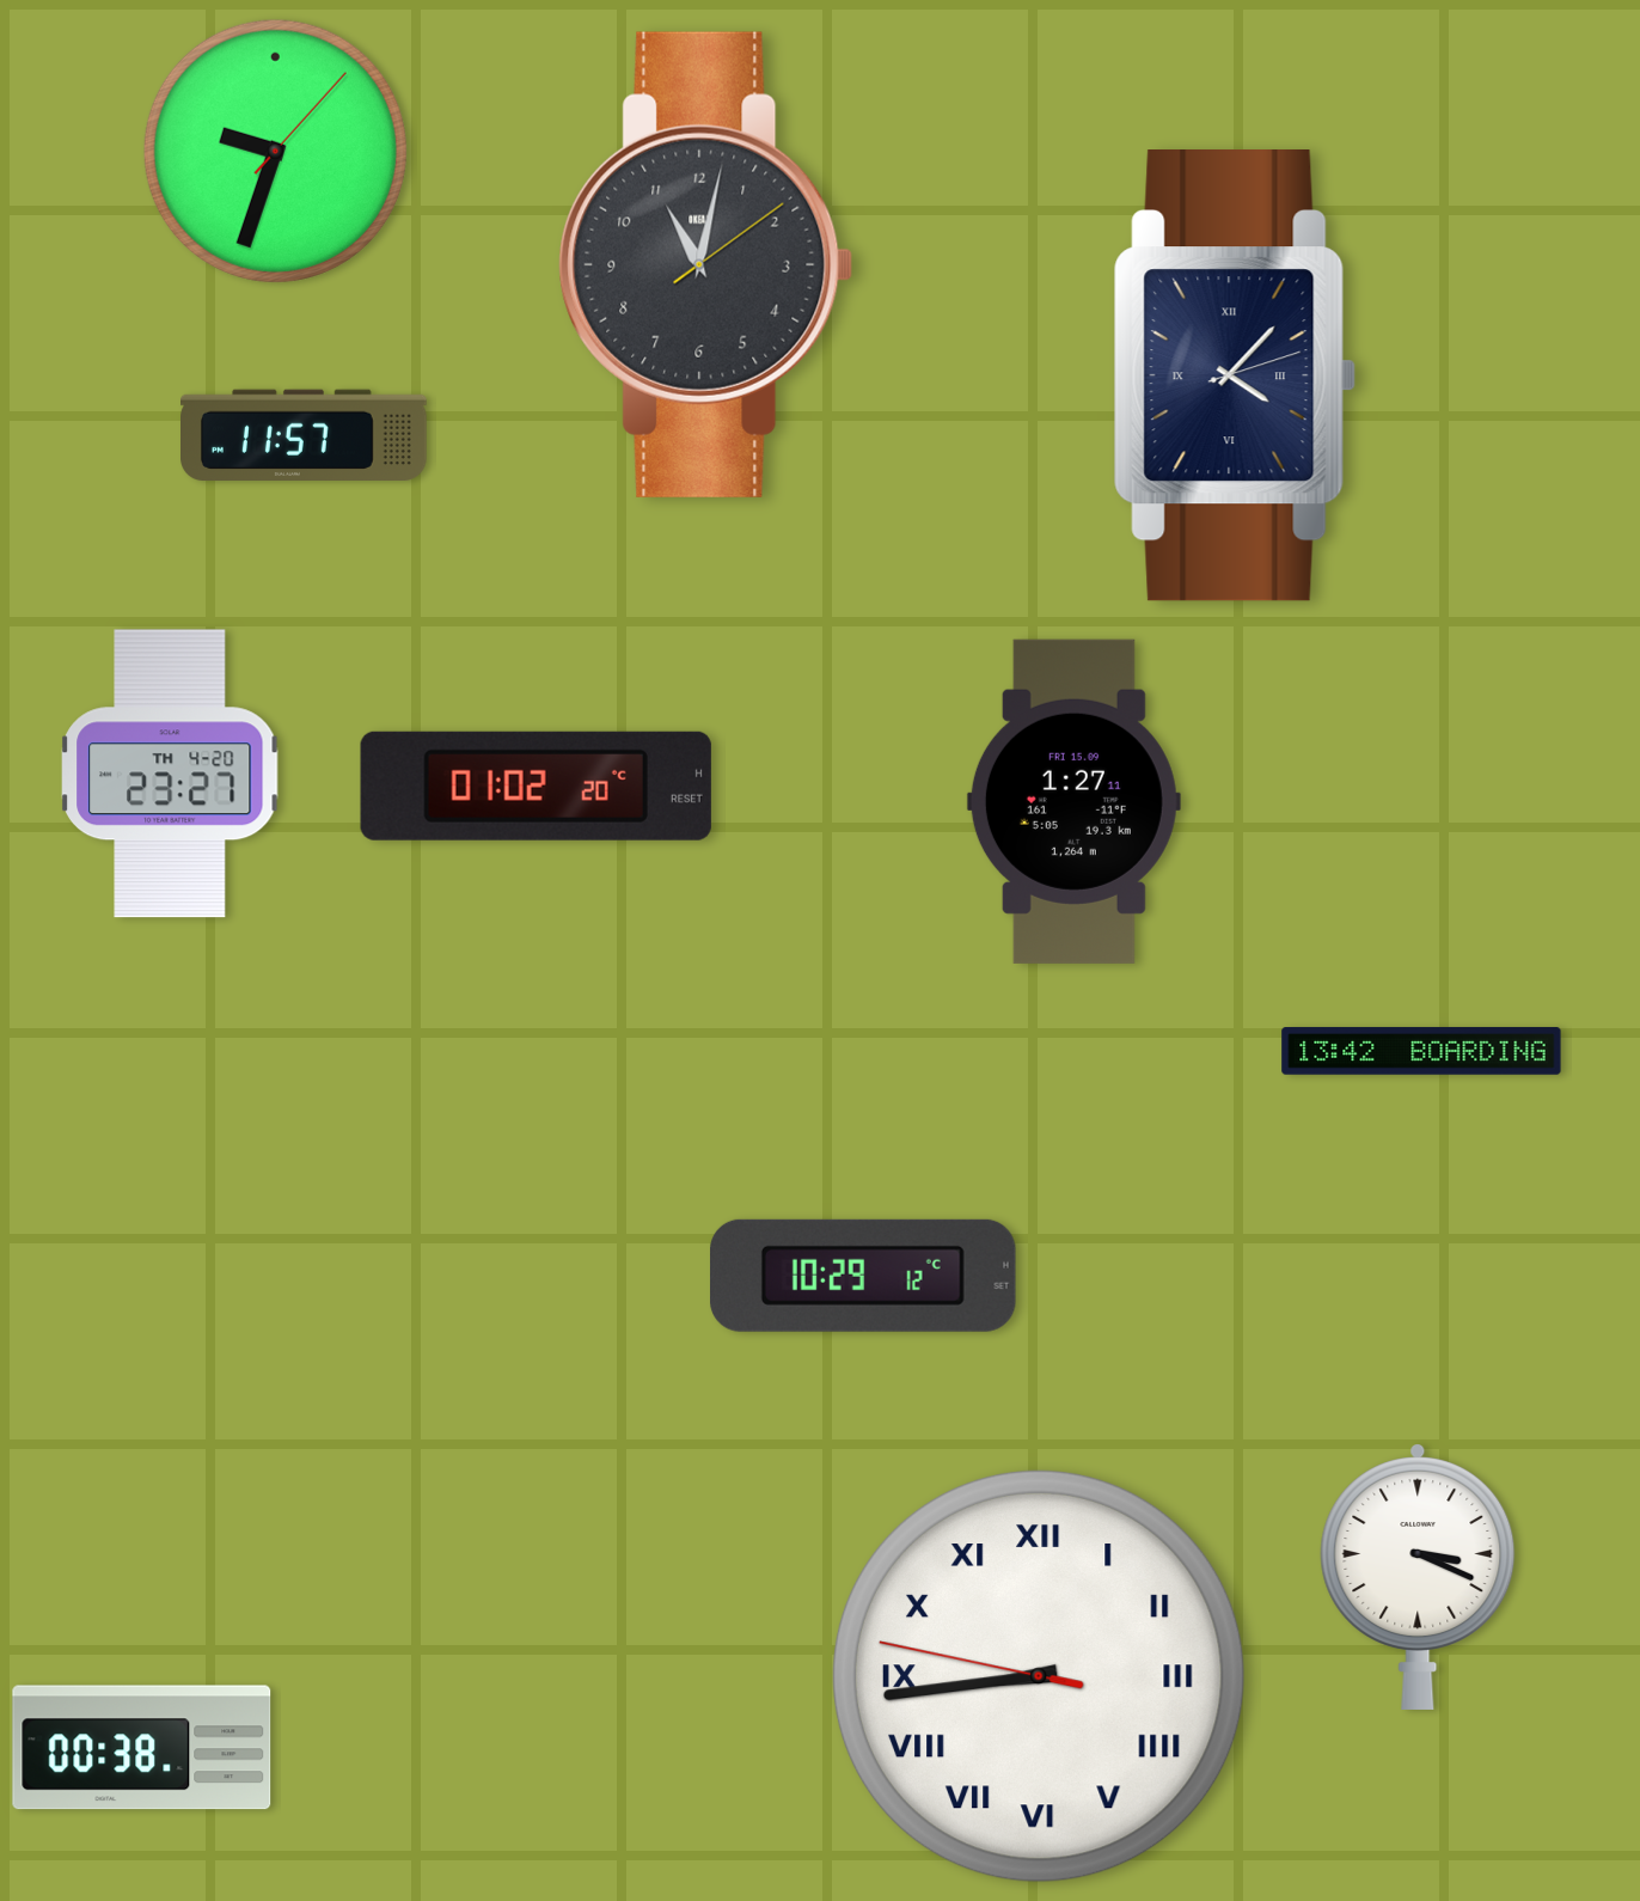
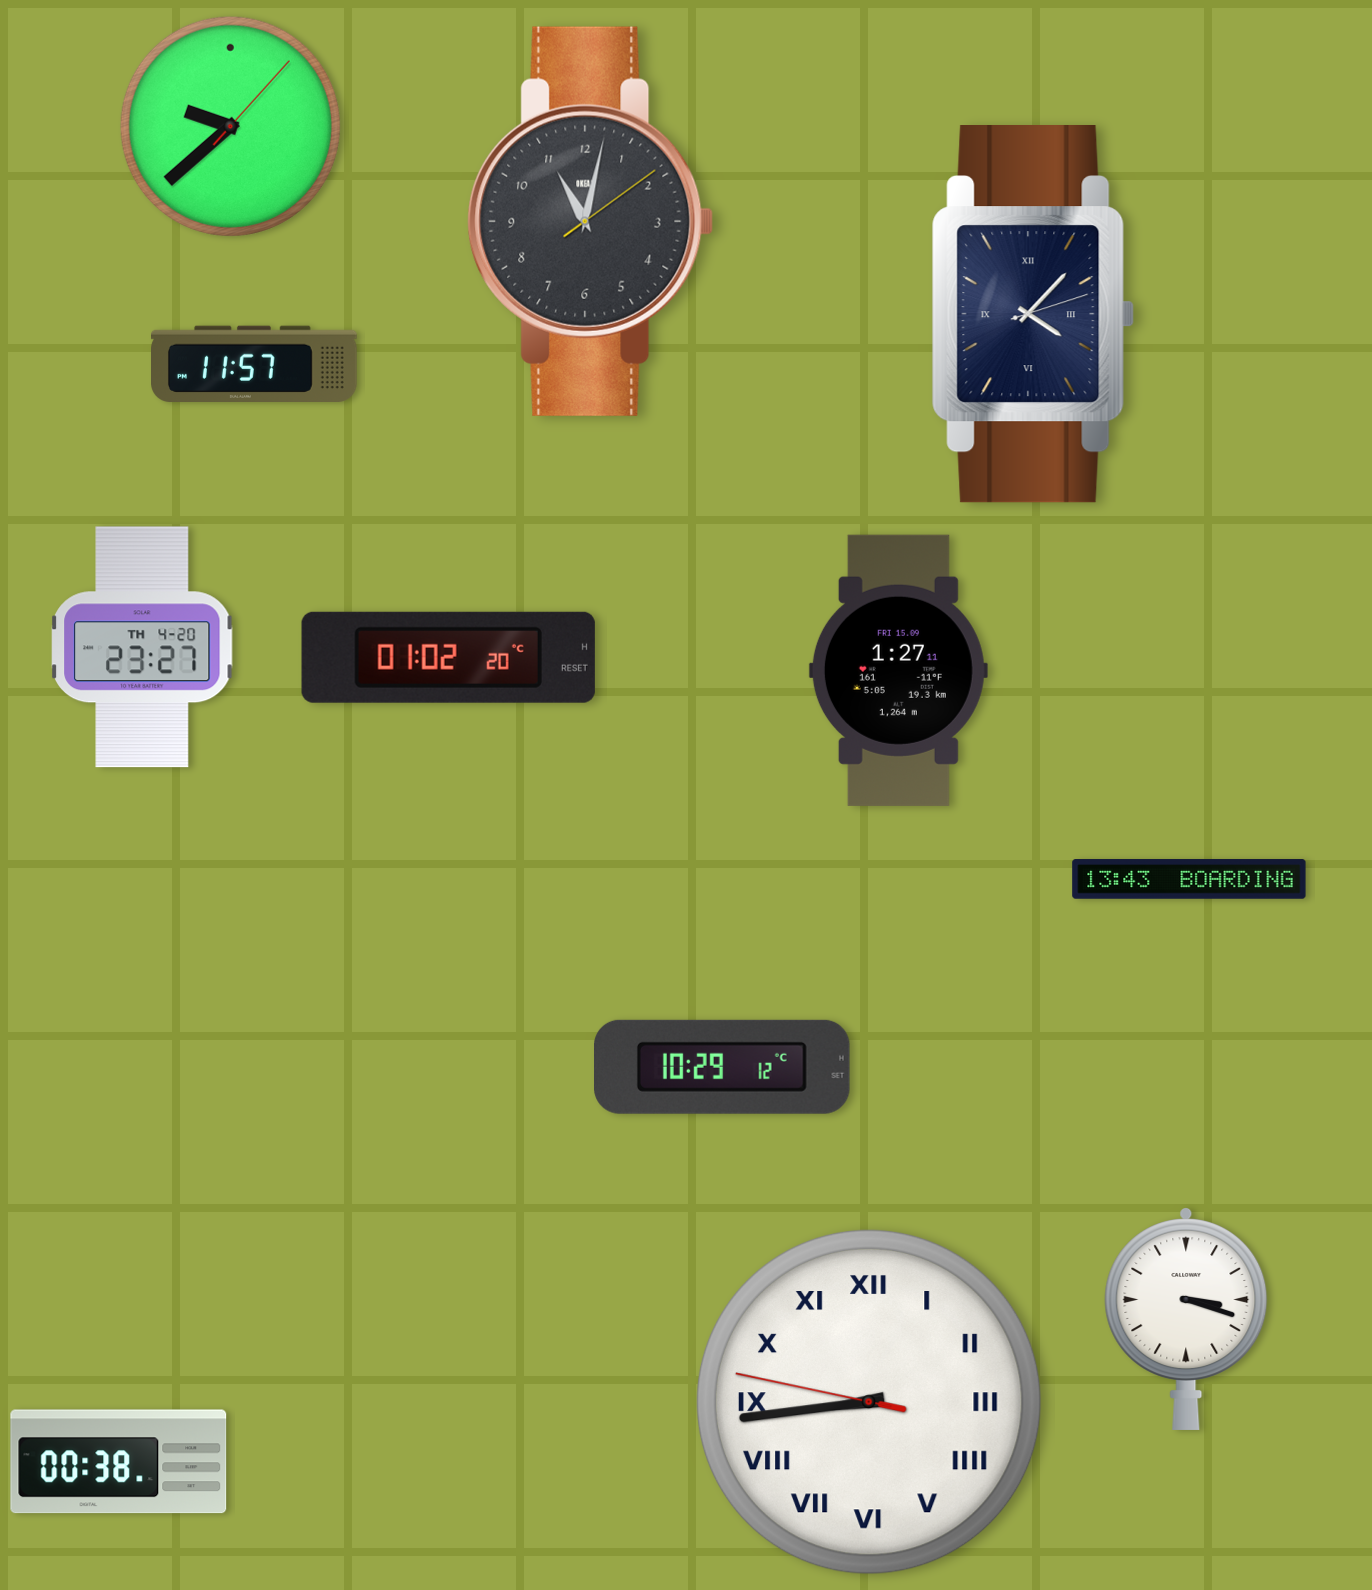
clock at (275, 151): 9:33 -> 9:38
clock at (1421, 1051): 13:42 -> 13:43
clock at (1418, 1577): 3:19 -> 3:18
